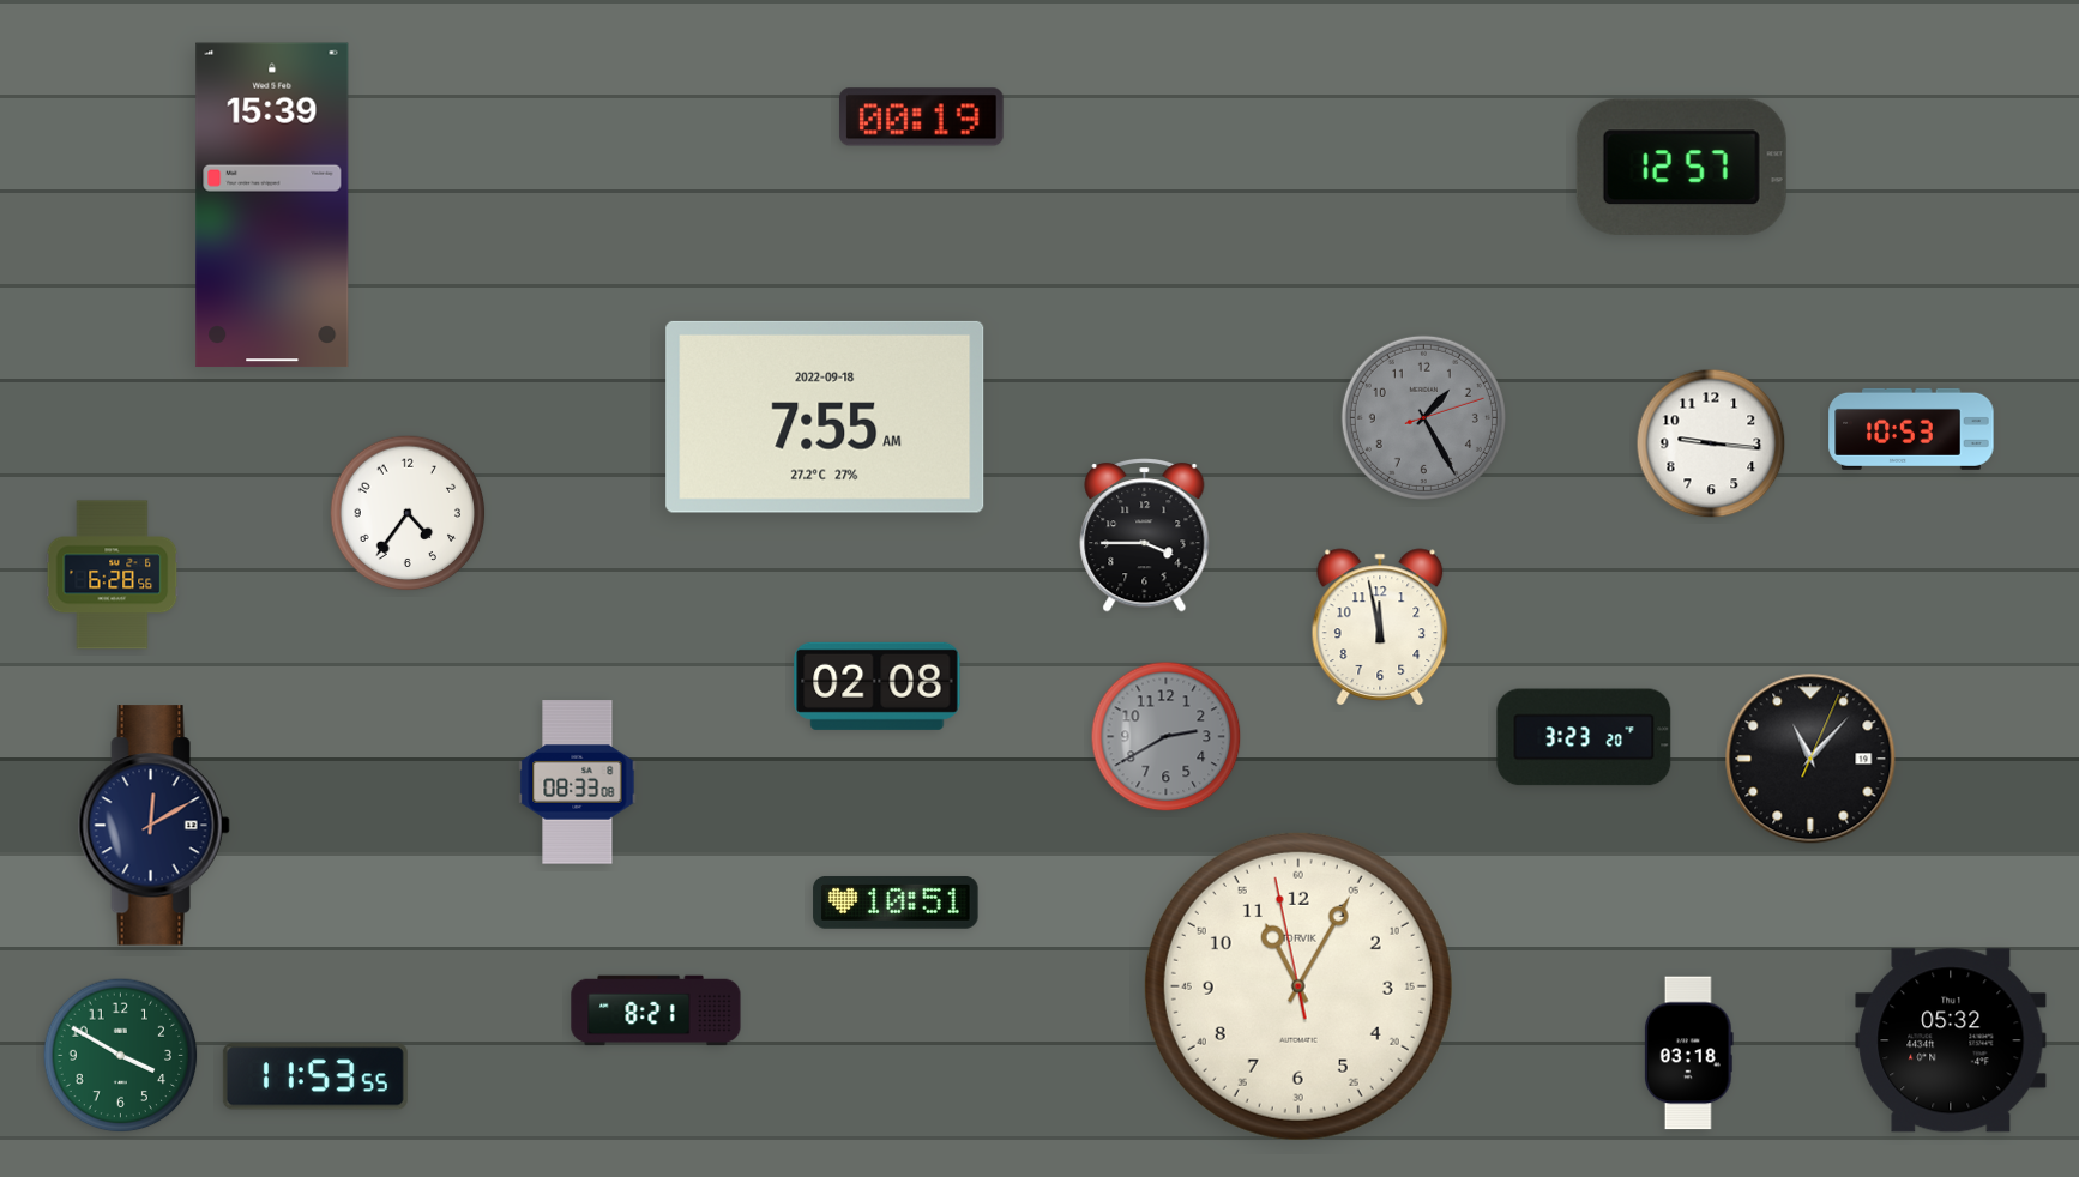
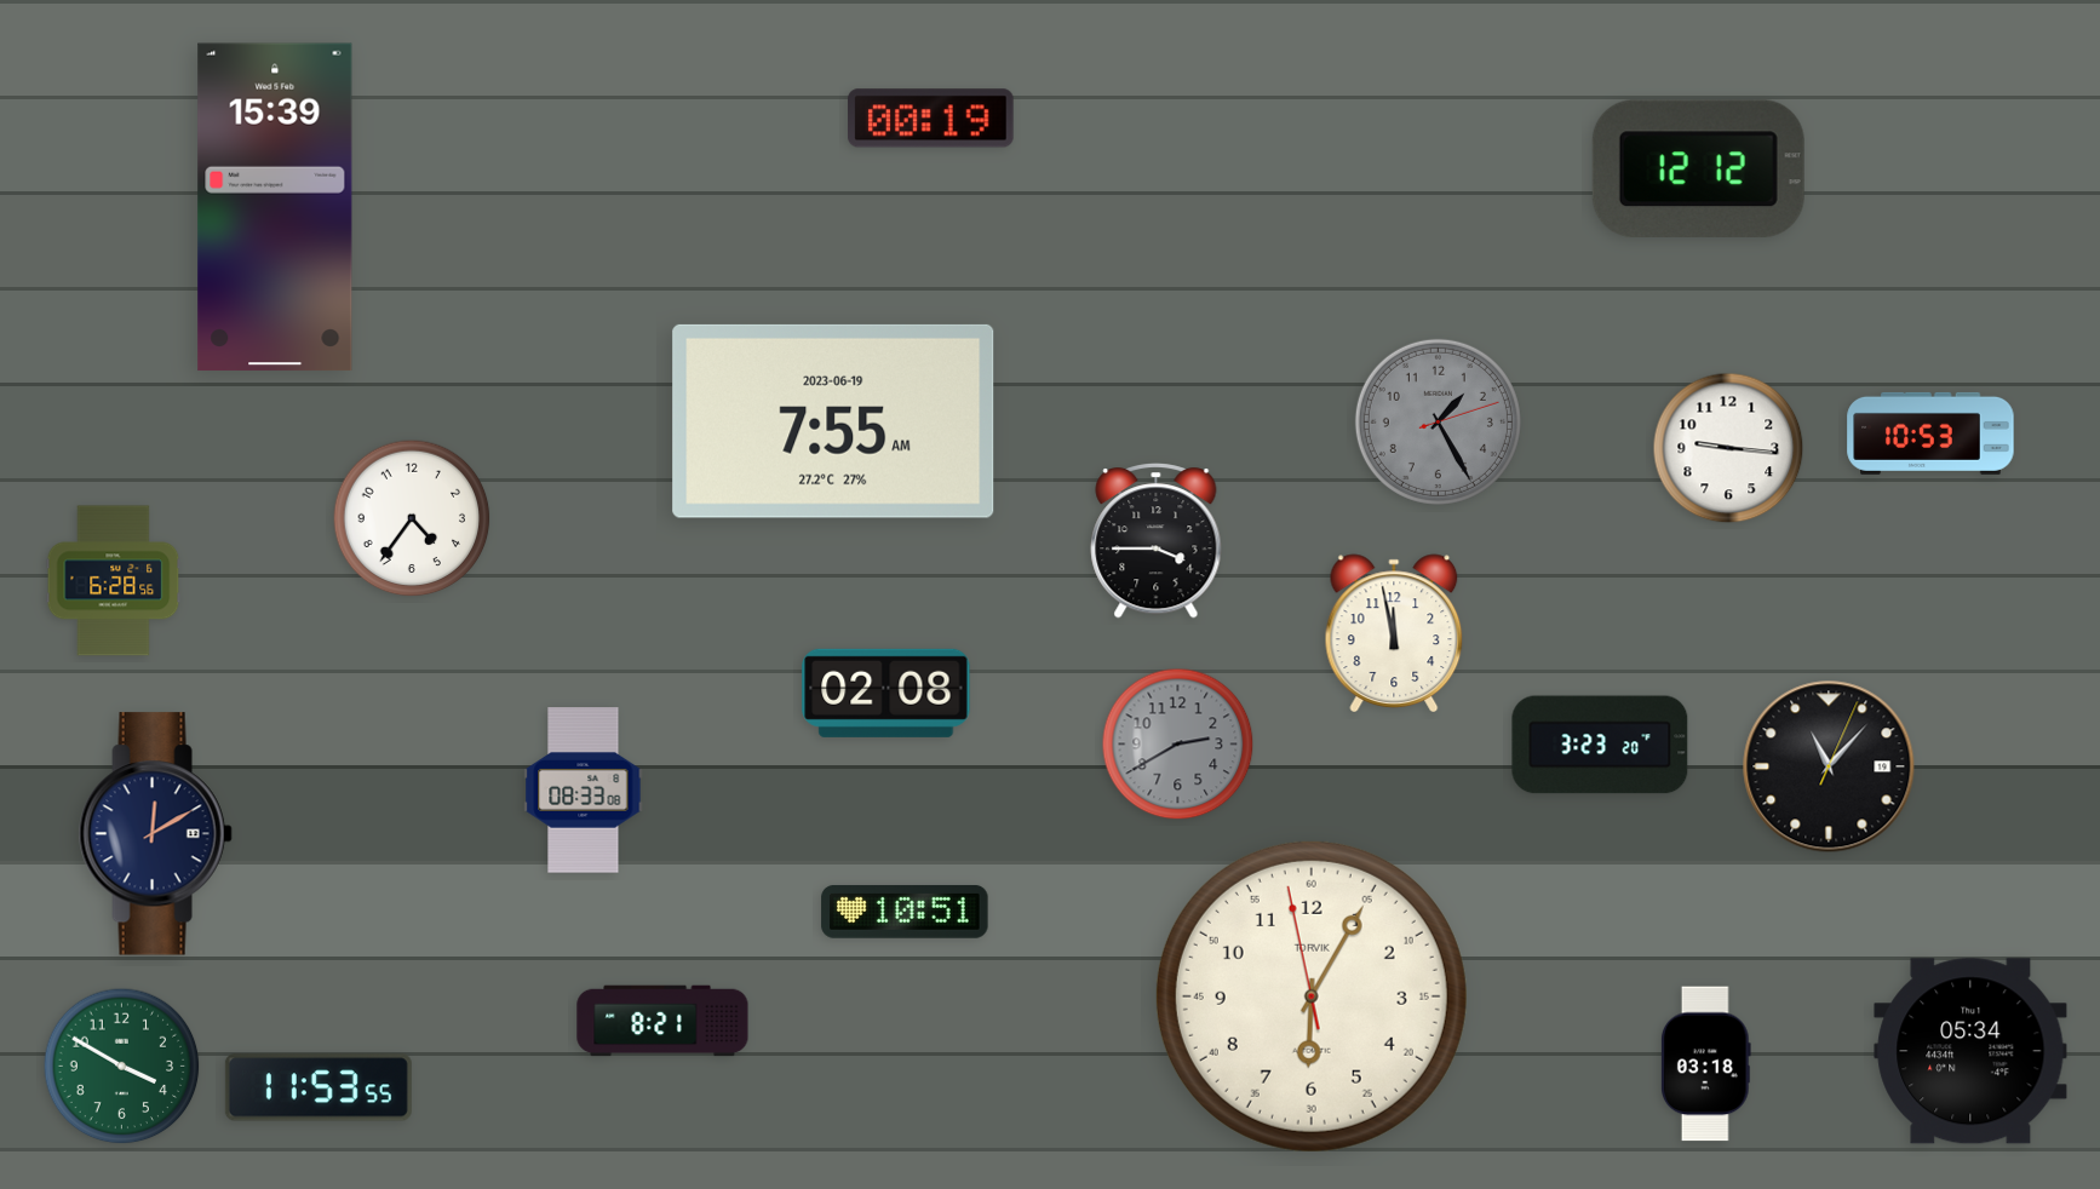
clock at (1681, 167): 12:57 -> 12:12
clock at (825, 417) date: 2022-09-18 -> 2023-06-19
clock at (1298, 986): 11:04 -> 6:04
clock at (1951, 1040): 05:32 -> 05:34
